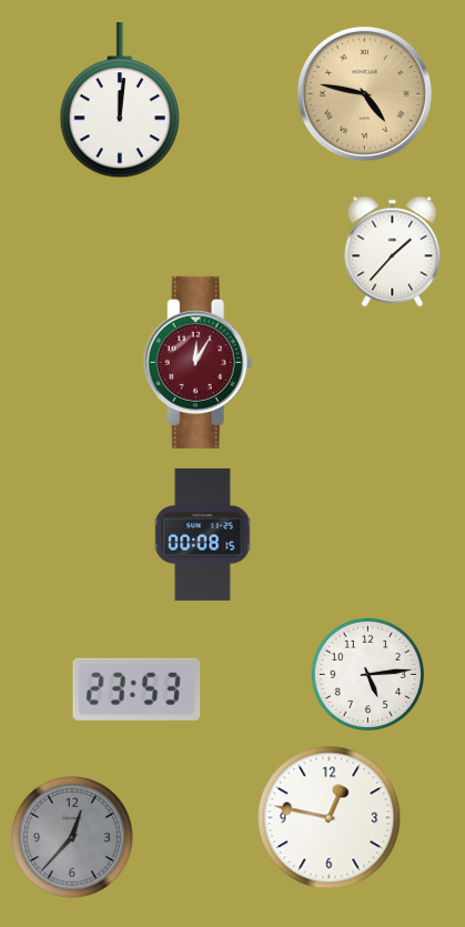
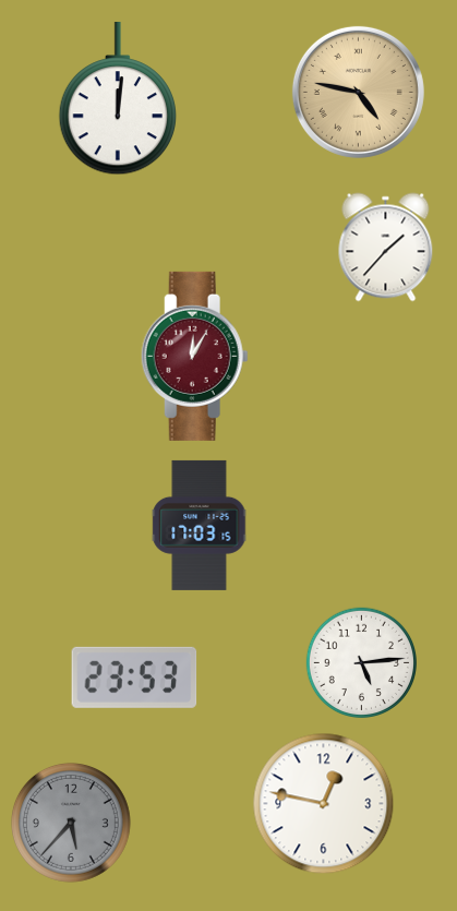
clock at (203, 534): 00:08 -> 17:03
clock at (72, 837): 12:37 -> 5:37
